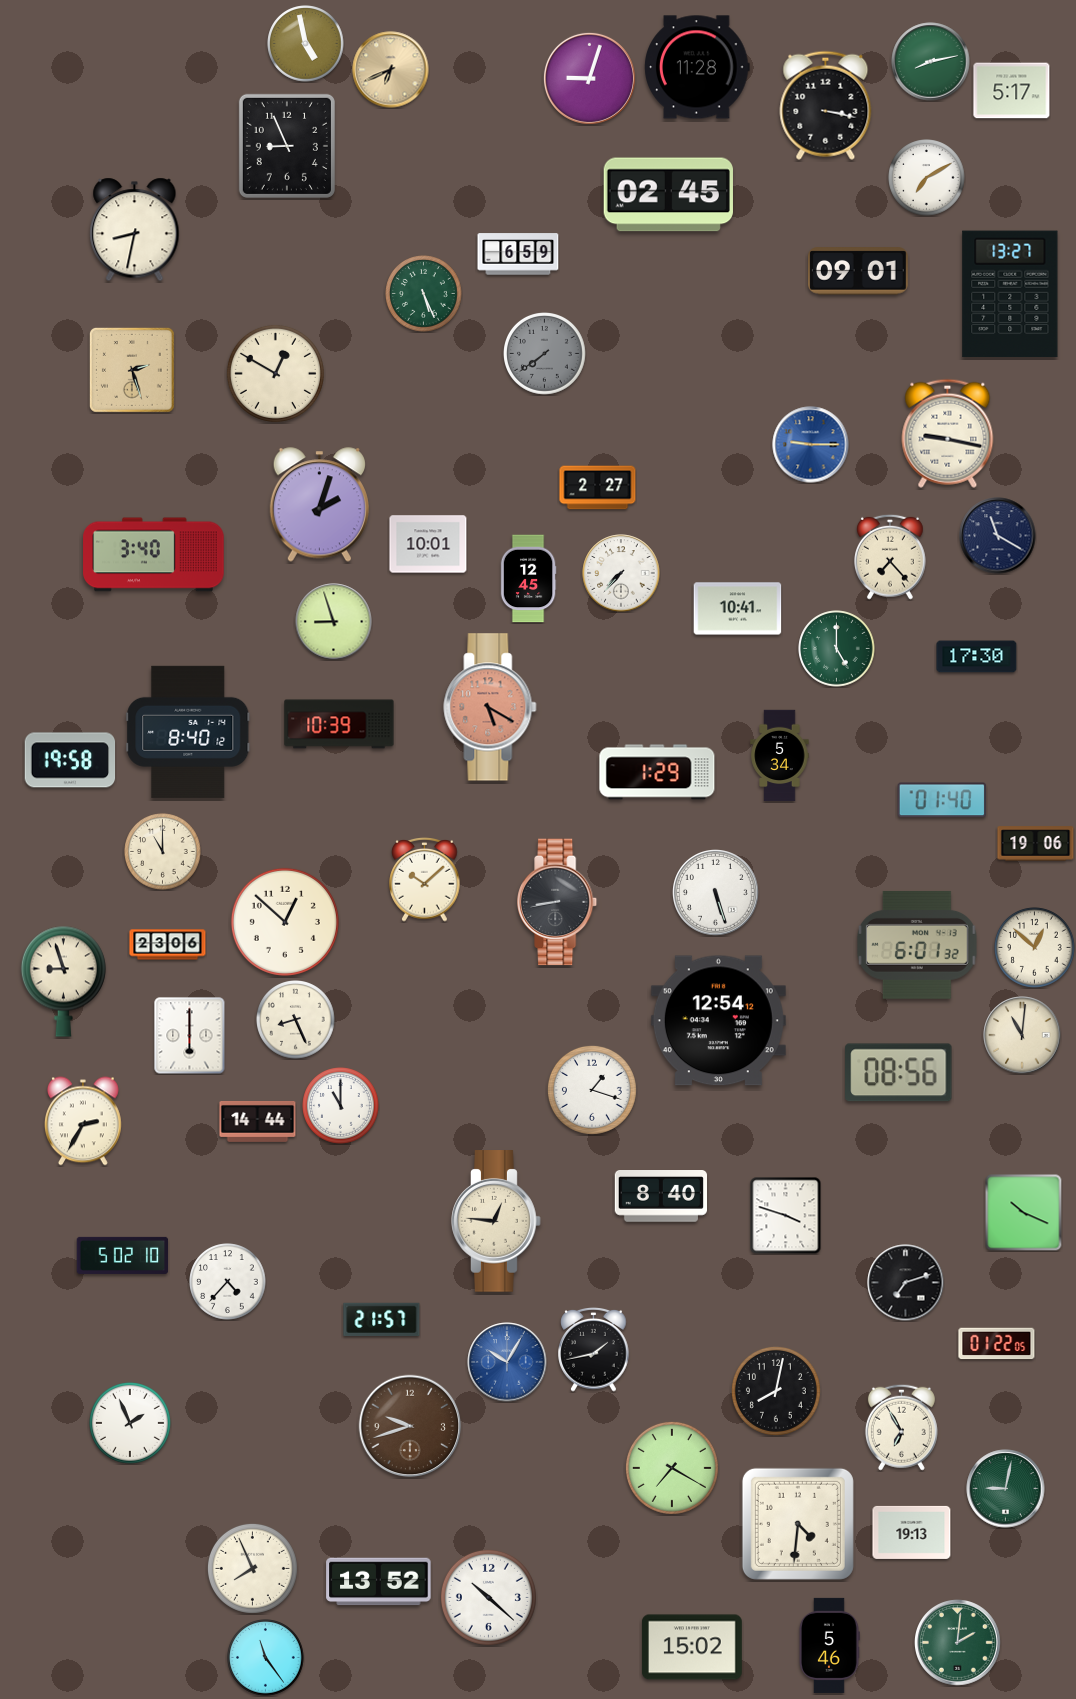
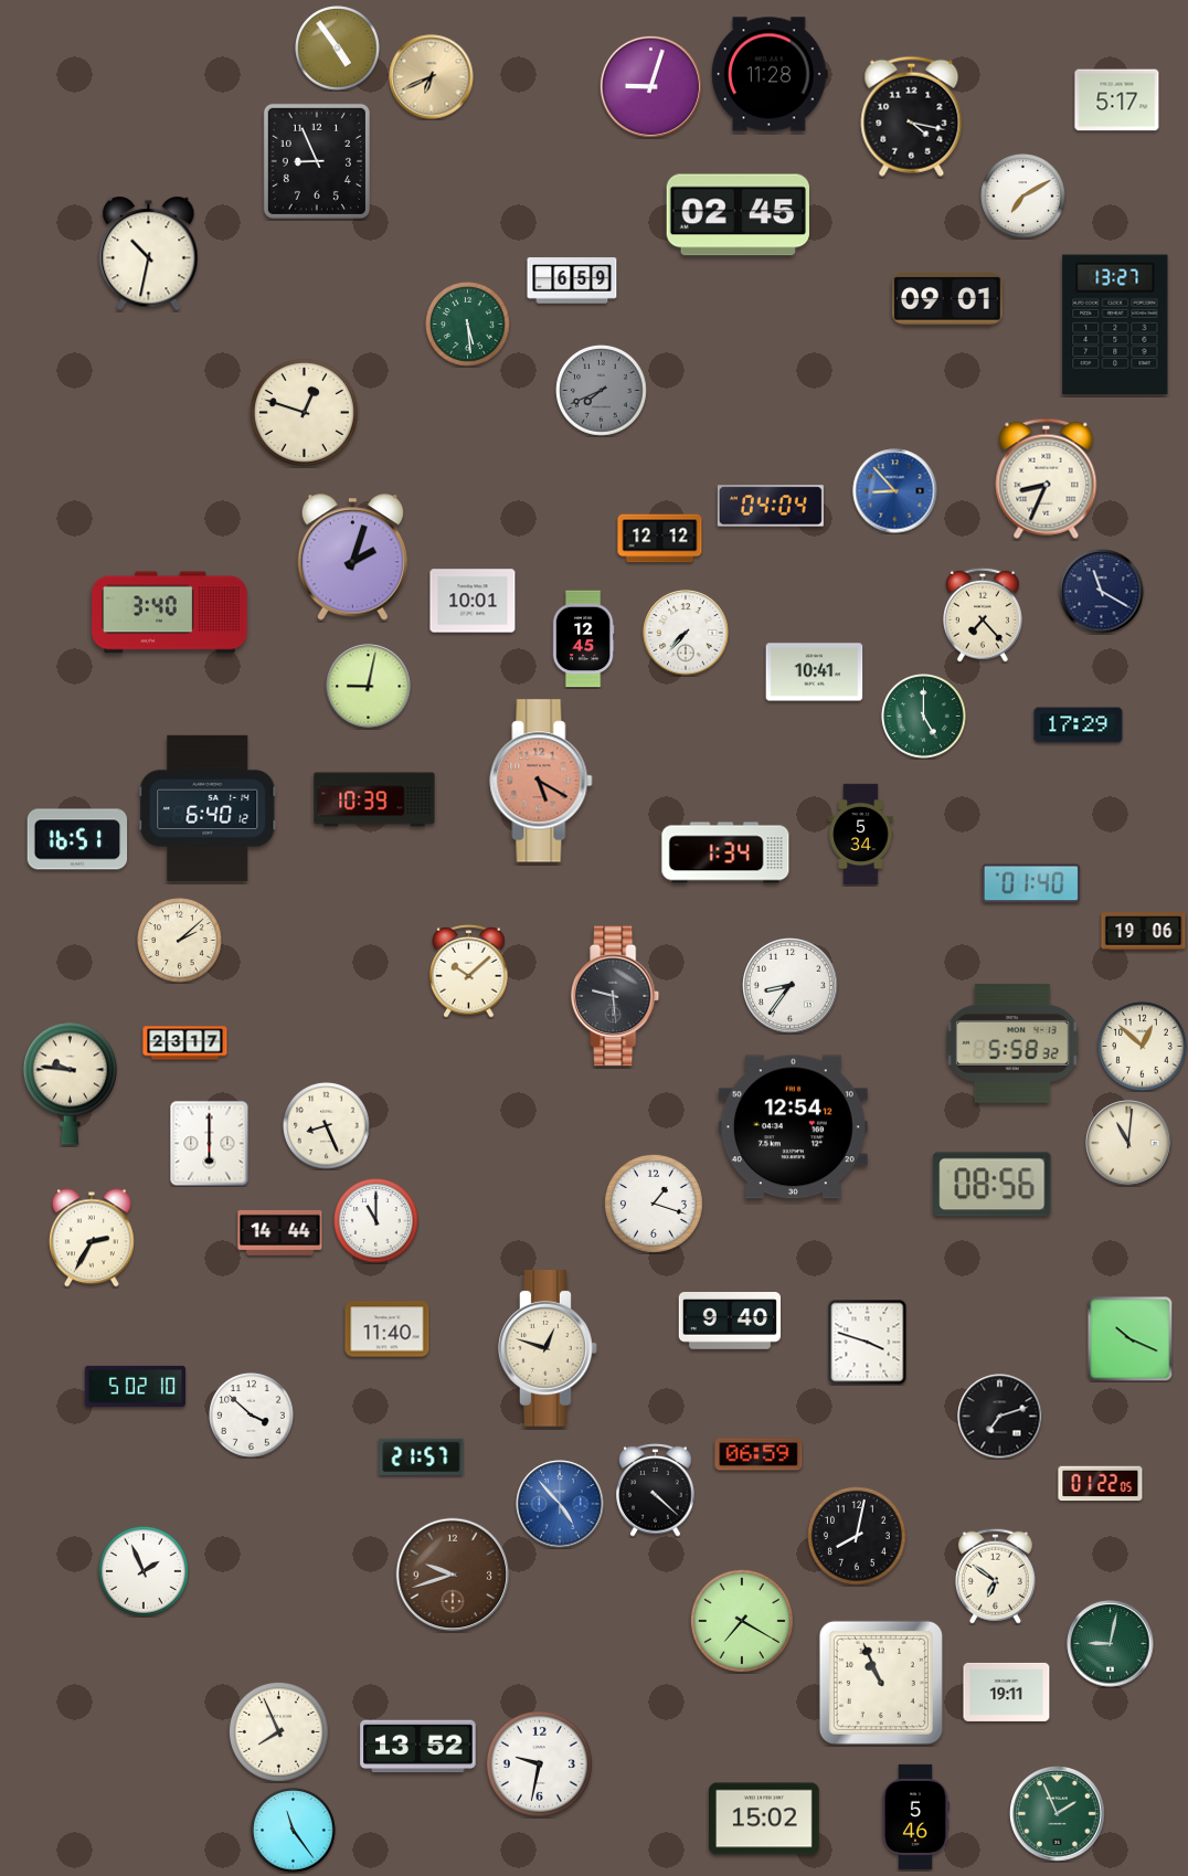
clock at (306, 44): 4:58 -> 4:54
clock at (931, 62): 8:13 -> none
clock at (826, 105): 3:17 -> 4:17
clock at (135, 230): 8:32 -> 10:32
clock at (424, 294): 5:26 -> 5:29
clock at (545, 354): 7:39 -> 7:41
clock at (132, 370): 2:27 -> none
clock at (275, 373): 12:50 -> 12:48
clock at (948, 433): 9:17 -> 8:34
clock at (811, 445): 9:15 -> 8:53
clock at (771, 506): none -> 04:04
clock at (598, 488): 2:27 -> 12:12
clock at (334, 622): 8:57 -> 9:02
clock at (977, 657): 17:30 -> 17:29
clock at (188, 732): 8:40 -> 6:40
clock at (70, 760): 19:58 -> 16:51
clock at (657, 772): 1:29 -> 1:34
clock at (942, 800) position: (942, 800) -> (1031, 883)
clock at (163, 852): 11:00 -> 2:08
clock at (716, 893): 5:27 -> 8:36
clock at (558, 902): 8:43 -> 9:29
clock at (285, 922): 12:52 -> none
clock at (168, 945): 23:06 -> 23:17
clock at (917, 945): 6:01 -> 5:58
clock at (63, 981): 8:57 -> 9:46
clock at (258, 1121) position: (258, 1121) -> (280, 1232)
clock at (660, 1197): 8:40 -> 9:40
clock at (388, 1329): none -> 11:40
clock at (496, 1221): 12:46 -> 12:48
clock at (228, 1282): 4:37 -> 3:52
clock at (759, 1454): none -> 06:59
clock at (594, 1350): 1:43 -> 4:22
clock at (507, 1362): 10:05 -> 4:53
clock at (901, 1427): 6:55 -> 6:51
clock at (798, 1524): 4:31 -> 10:56
clock at (912, 1532): 19:13 -> 19:11
clock at (488, 1597): 10:22 -> 9:32
clock at (958, 1643): 2:01 -> 1:56
